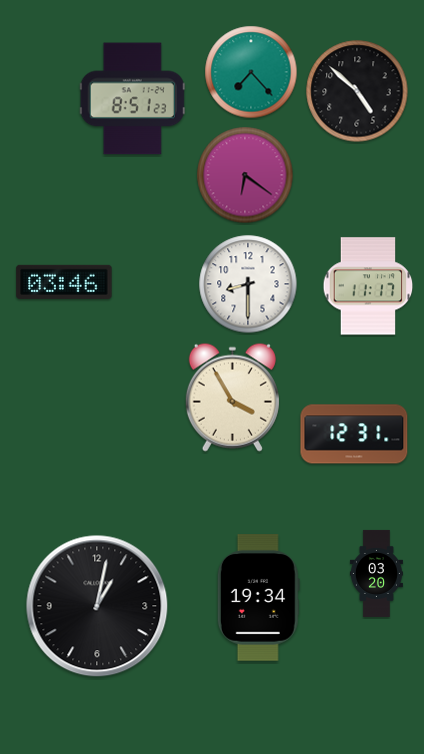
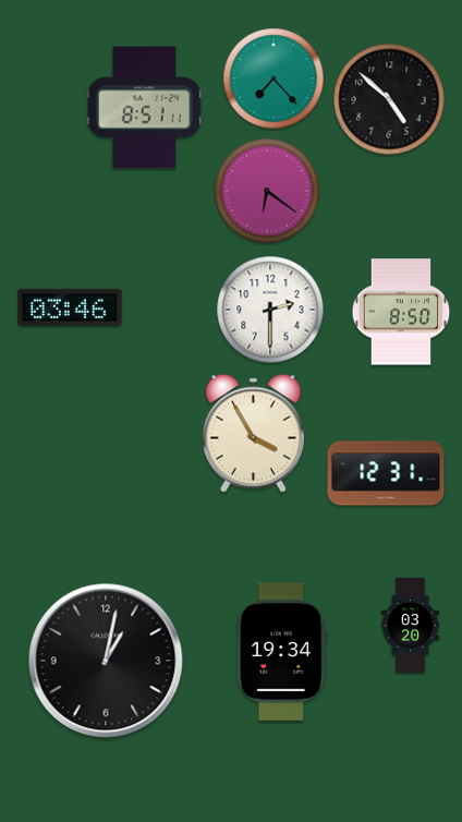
clock at (132, 99): 8:51:23 -> 8:51:11
clock at (248, 284): 8:30 -> 2:30
clock at (368, 286): 11:17 -> 8:50
